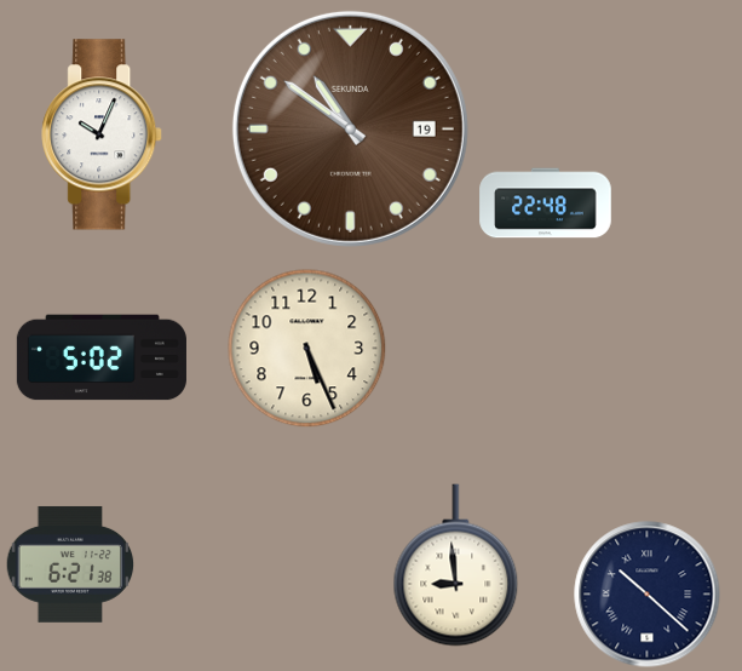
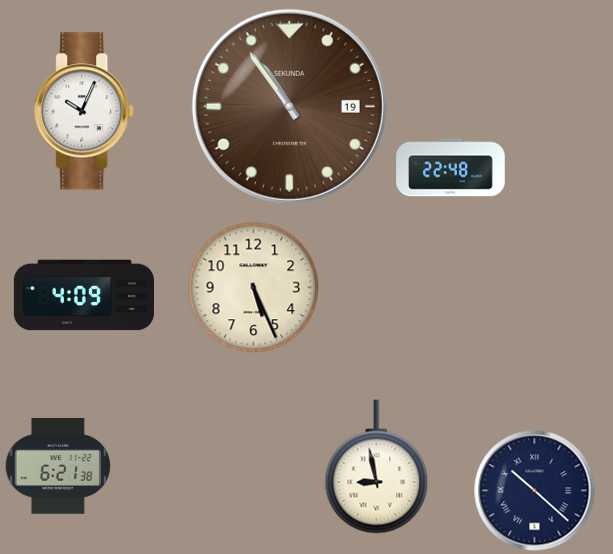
clock at (350, 128): 10:51 -> 10:54
clock at (102, 357): 5:02 -> 4:09
clock at (456, 566): 8:59 -> 8:58
